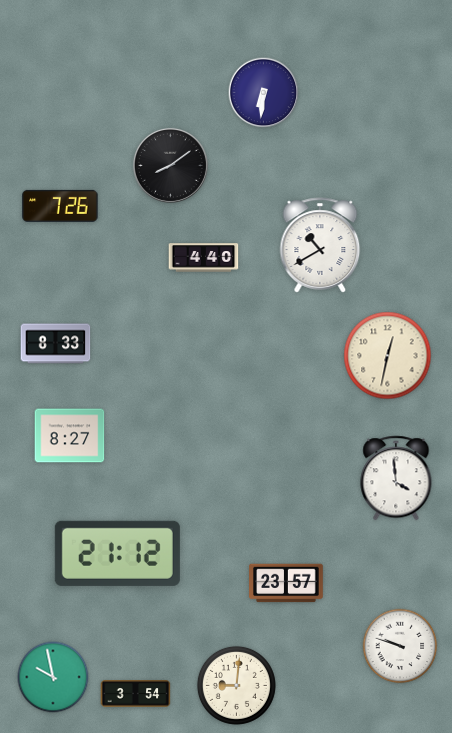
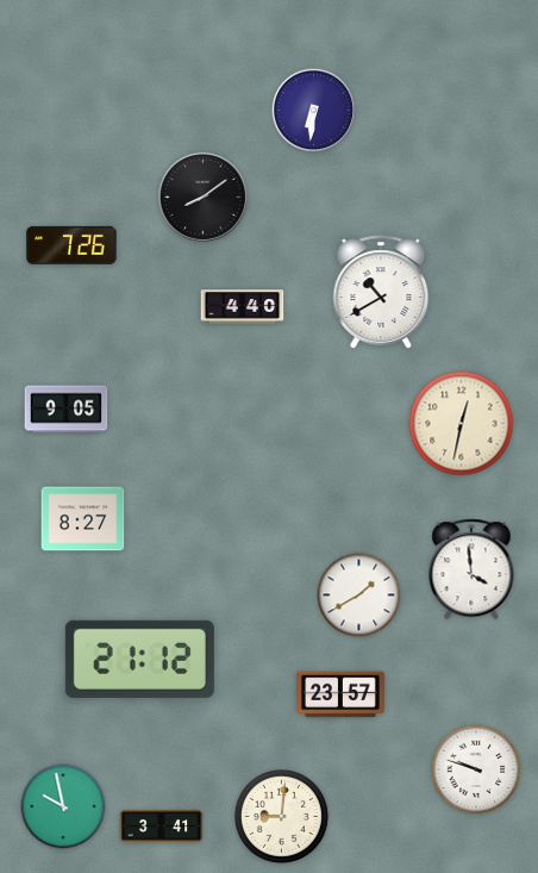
clock at (56, 344): 8:33 -> 9:05
clock at (359, 595): none -> 1:40
clock at (136, 694): 3:54 -> 3:41
